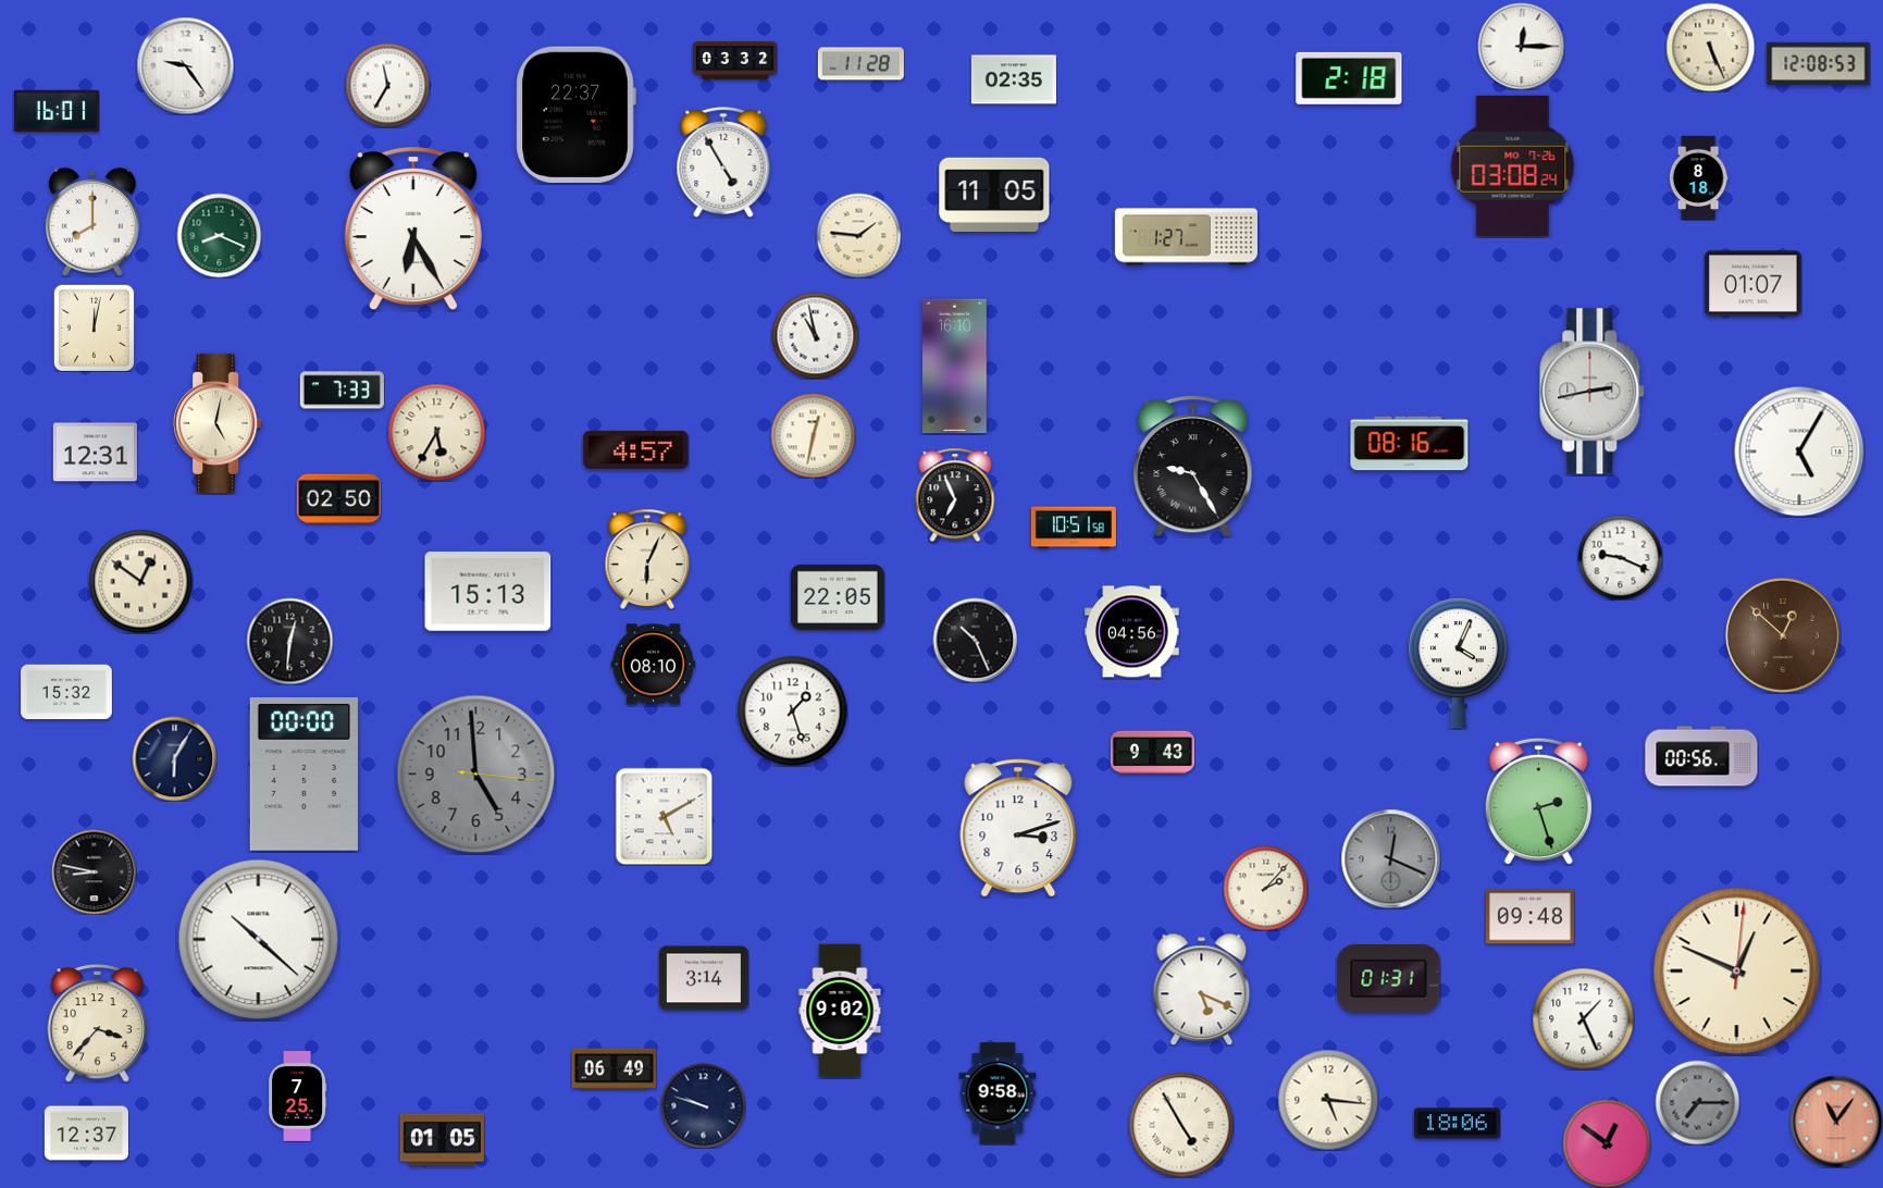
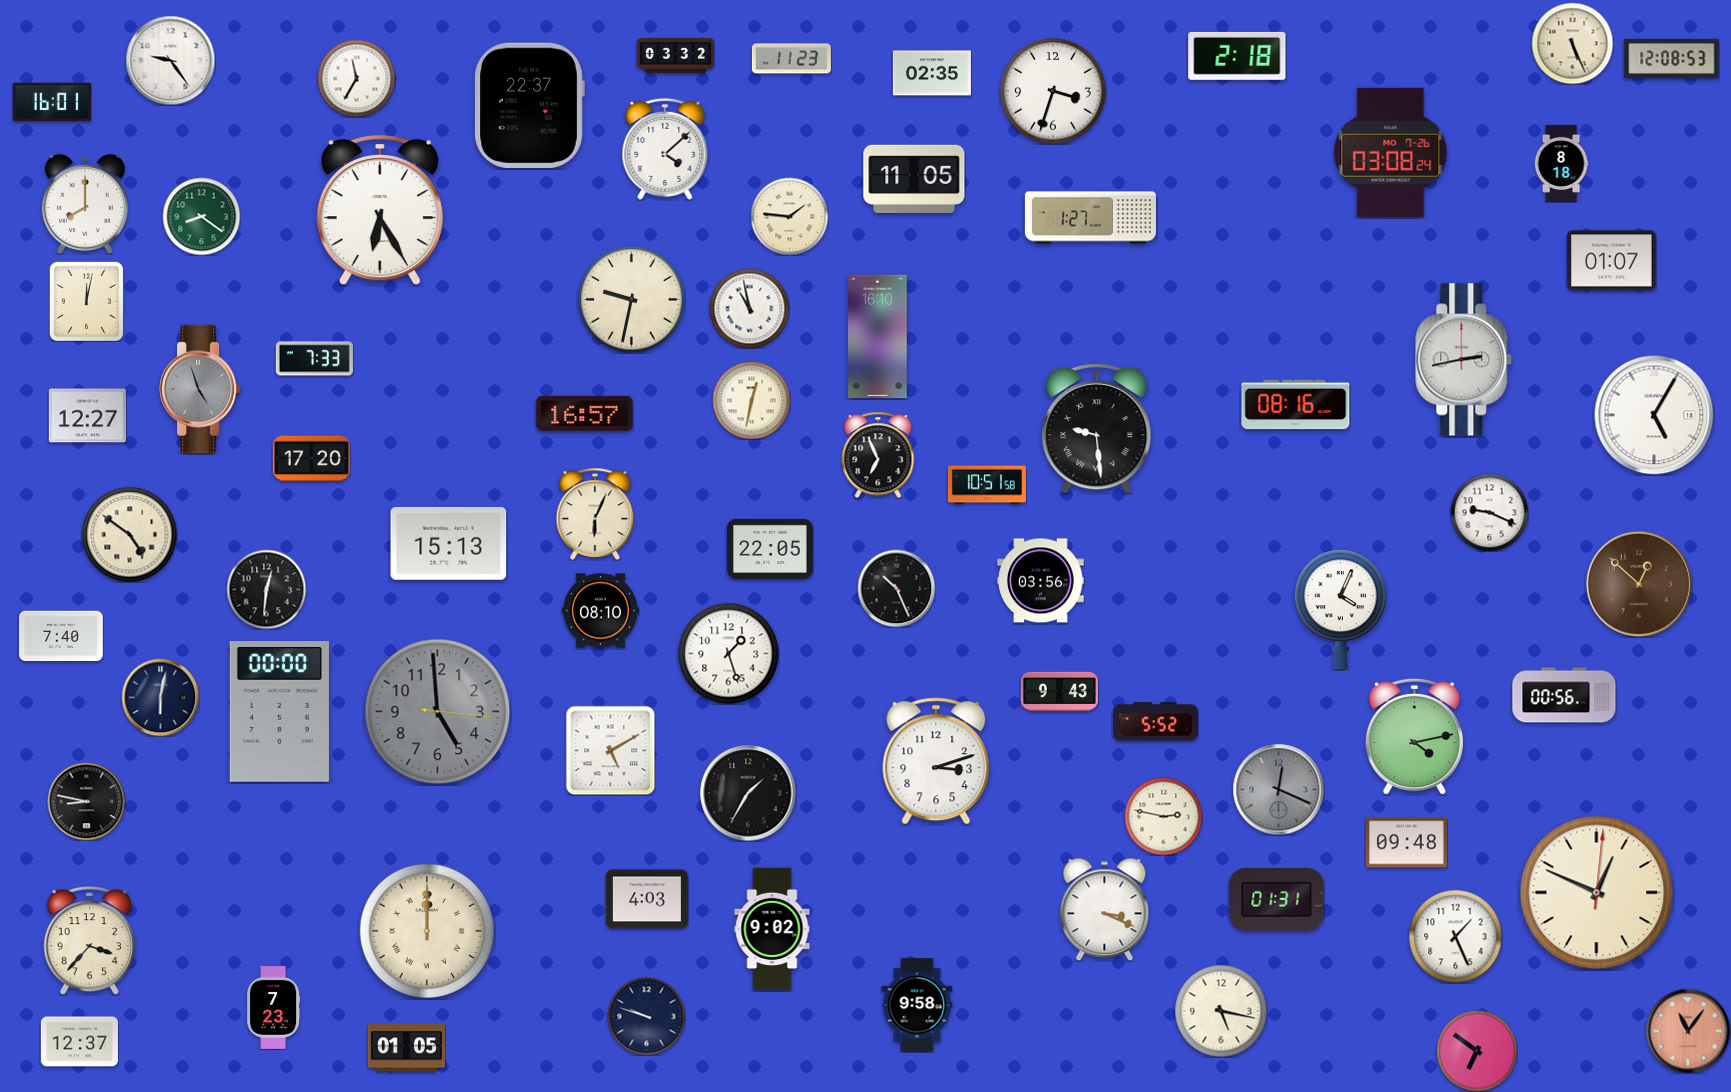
clock at (1521, 46): 12:15 -> none
clock at (860, 64): 11:28 -> 11:23
clock at (1349, 78) position: (1349, 78) -> (1237, 56)
clock at (1053, 91): none -> 3:33
clock at (723, 162): 4:55 -> 4:08
clock at (219, 235): 8:19 -> 8:21
clock at (632, 300): none -> 9:32
clock at (218, 423): 5:02 -> 4:57
clock at (218, 423) dial: cream -> grey
clock at (436, 432): 5:35 -> none
clock at (813, 435) position: (813, 435) -> (751, 400)
clock at (1410, 444) position: (1410, 444) -> (1296, 405)
clock at (636, 449): 4:57 -> 16:57
clock at (95, 453): 12:31 -> 12:27
clock at (1193, 466): 9:25 -> 9:29
clock at (338, 499): 02:50 -> 17:20
clock at (140, 581): 12:51 -> 4:51
clock at (1132, 632): 04:56 -> 03:56
clock at (67, 692): 15:32 -> 7:40
clock at (174, 758): 6:05 -> 6:02
clock at (1156, 722): none -> 5:52
clock at (1538, 801): 2:27 -> 4:13
clock at (748, 793): none -> 1:35
clock at (1265, 888): 2:07 -> 2:47
clock at (259, 940): 10:22 -> none
clock at (704, 978): 3:14 -> 4:03
clock at (1202, 989): 5:19 -> 3:19
clock at (426, 930): none -> 12:00
clock at (614, 1069): 06:49 -> none
clock at (298, 1097): 7:25 -> 7:23
clock at (1328, 1100): 5:16 -> 5:17
clock at (1697, 1102): 7:15 -> none
clock at (1457, 1124): 18:06 -> none
clock at (1181, 1125): 4:55 -> none
clock at (1607, 1143): 12:51 -> 6:51
